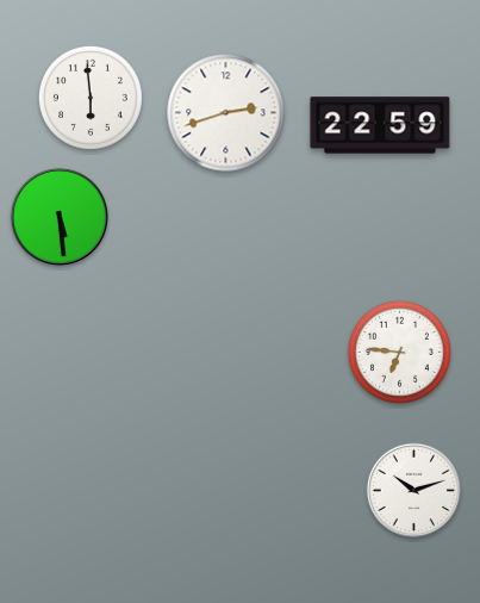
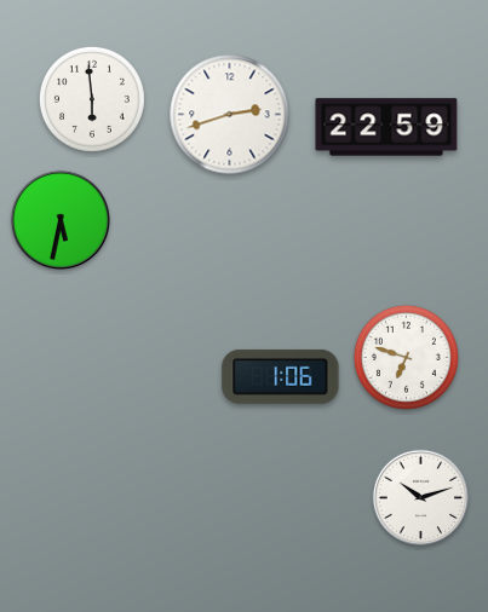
clock at (60, 217): 5:29 -> 5:32
clock at (399, 352): 6:46 -> 6:48
clock at (281, 376): none -> 1:06
